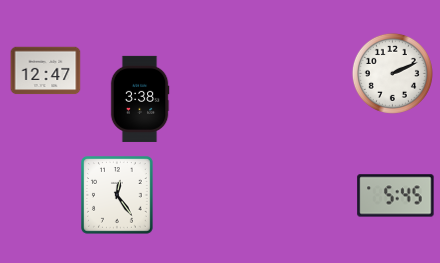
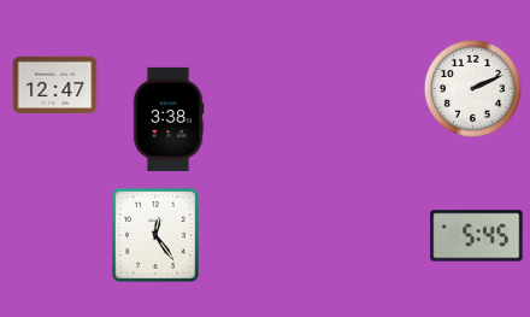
clock at (118, 195) position: (118, 195) -> (157, 235)
